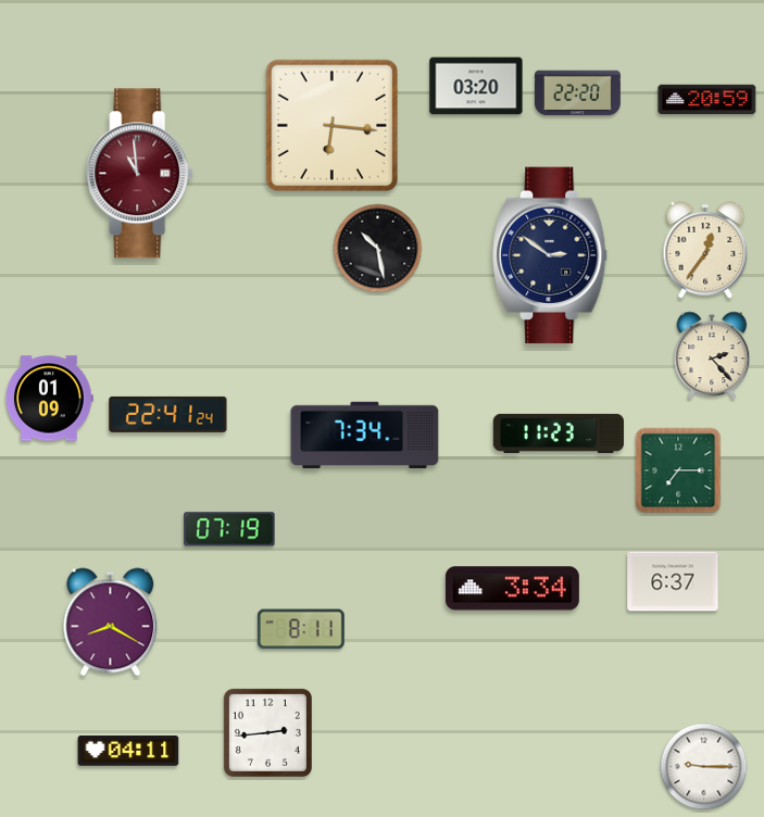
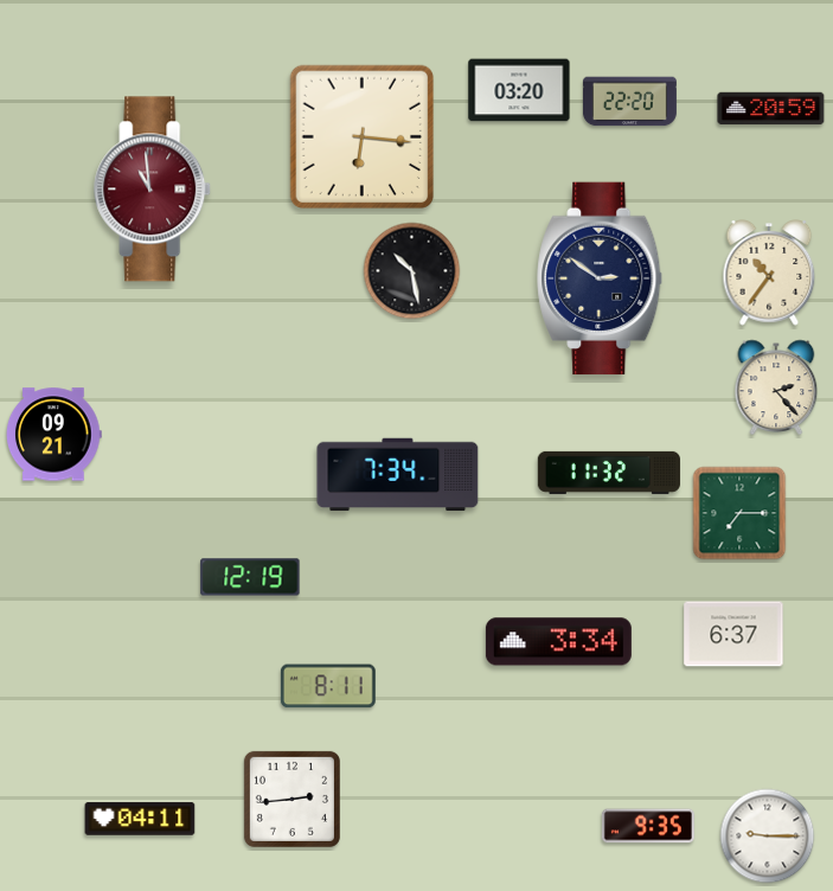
clock at (476, 86) position: (476, 86) -> (519, 90)
clock at (705, 250): 12:36 -> 10:36
clock at (50, 399): 01:09 -> 09:21
clock at (168, 414): 22:41 -> none
clock at (559, 433): 11:23 -> 11:32
clock at (229, 529): 07:19 -> 12:19
clock at (111, 623): 8:20 -> none
clock at (648, 826): none -> 9:35
